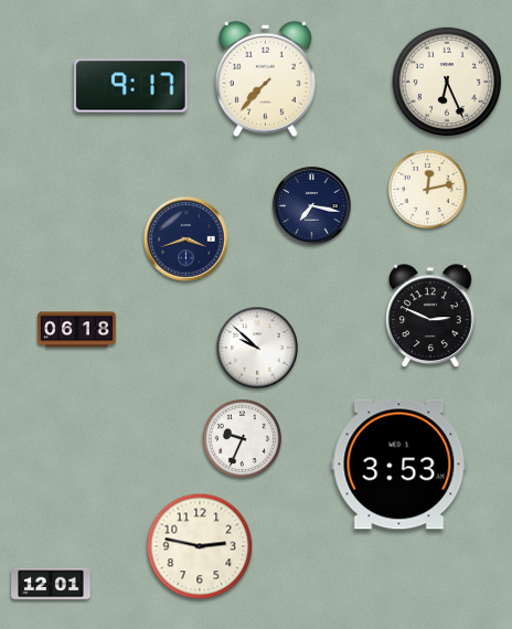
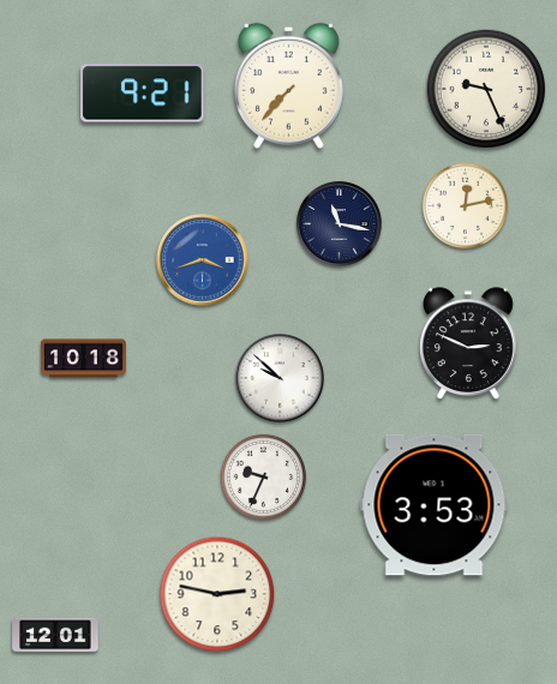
clock at (447, 82): 6:26 -> 9:26
clock at (131, 86): 9:17 -> 9:21
clock at (312, 206): 7:17 -> 11:17
clock at (186, 239) dial: navy -> blue
clock at (77, 330): 06:18 -> 10:18
